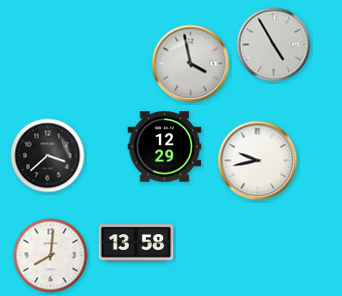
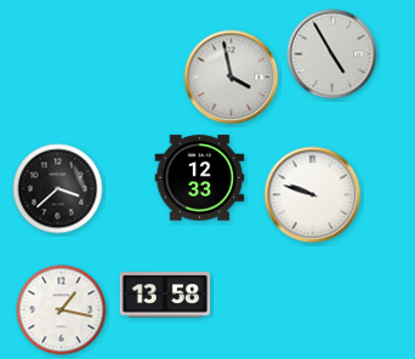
clock at (165, 147): 12:29 -> 12:33
clock at (258, 161): 9:43 -> 9:48
clock at (51, 256): 8:01 -> 1:17
